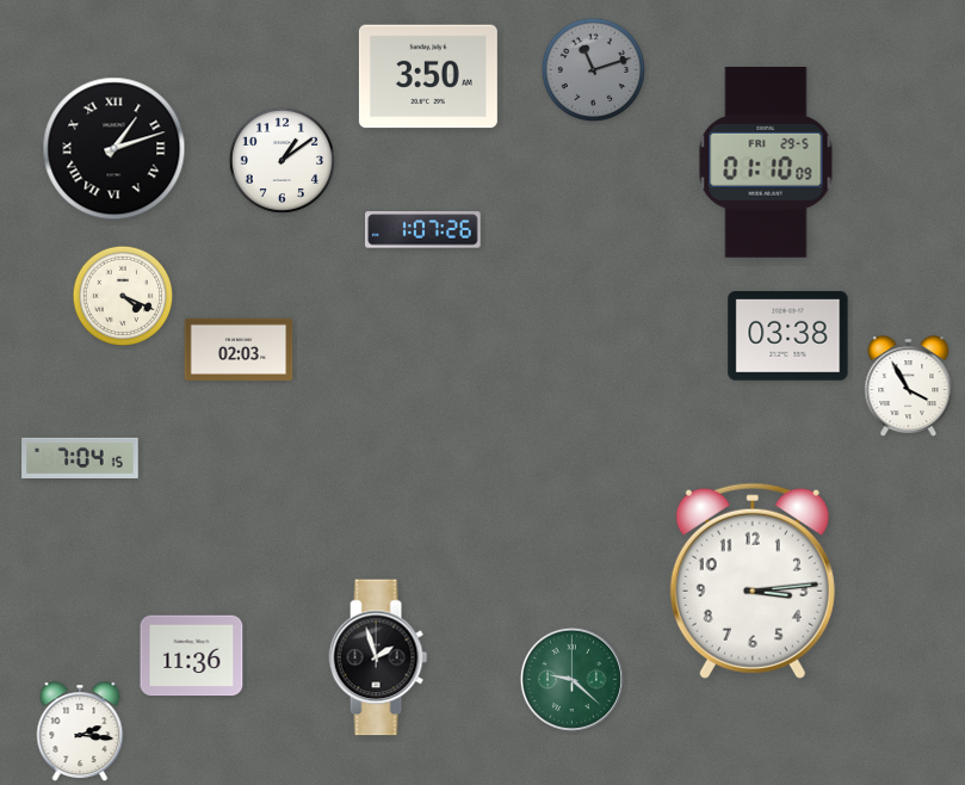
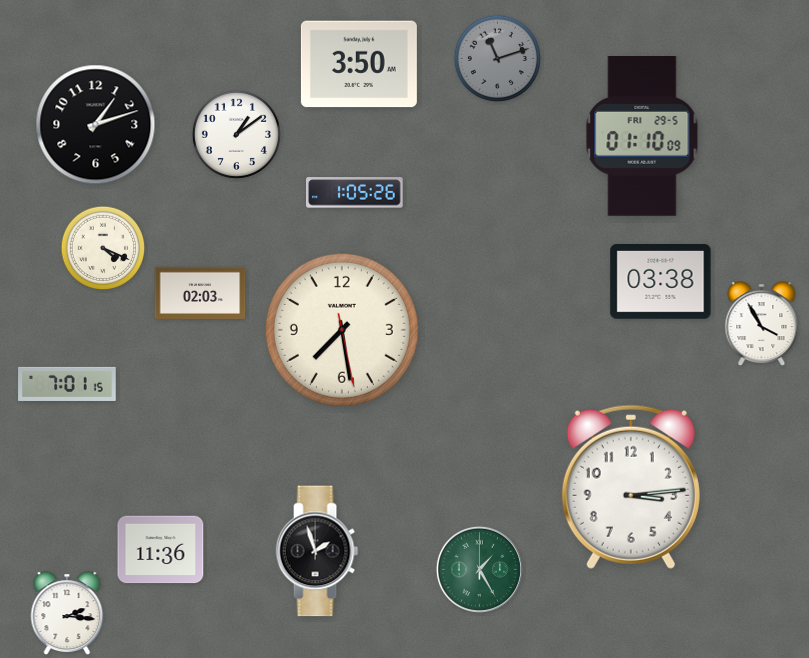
clock at (115, 149) numerals: Roman -> Arabic
clock at (423, 230): 1:07 -> 1:05
clock at (342, 330): none -> 7:28
clock at (80, 458): 7:04 -> 7:01
clock at (571, 679): 9:22 -> 1:25
